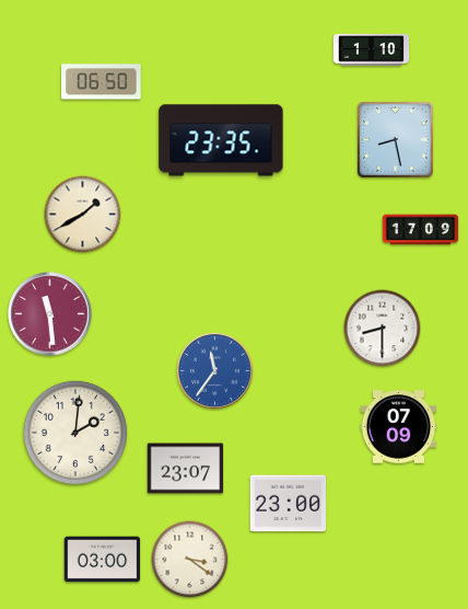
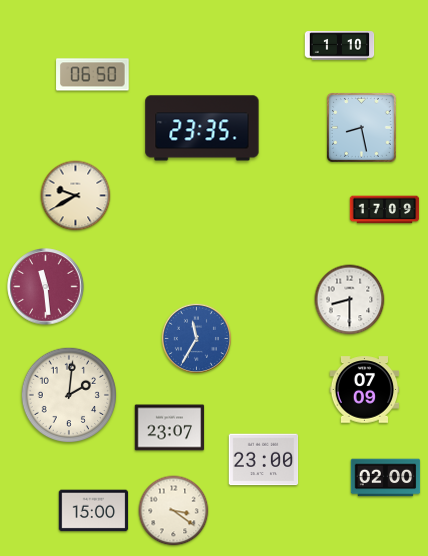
clock at (83, 215): 1:40 -> 9:40
clock at (214, 370): 11:36 -> 11:35
clock at (386, 478): none -> 02:00
clock at (103, 560): 03:00 -> 15:00
